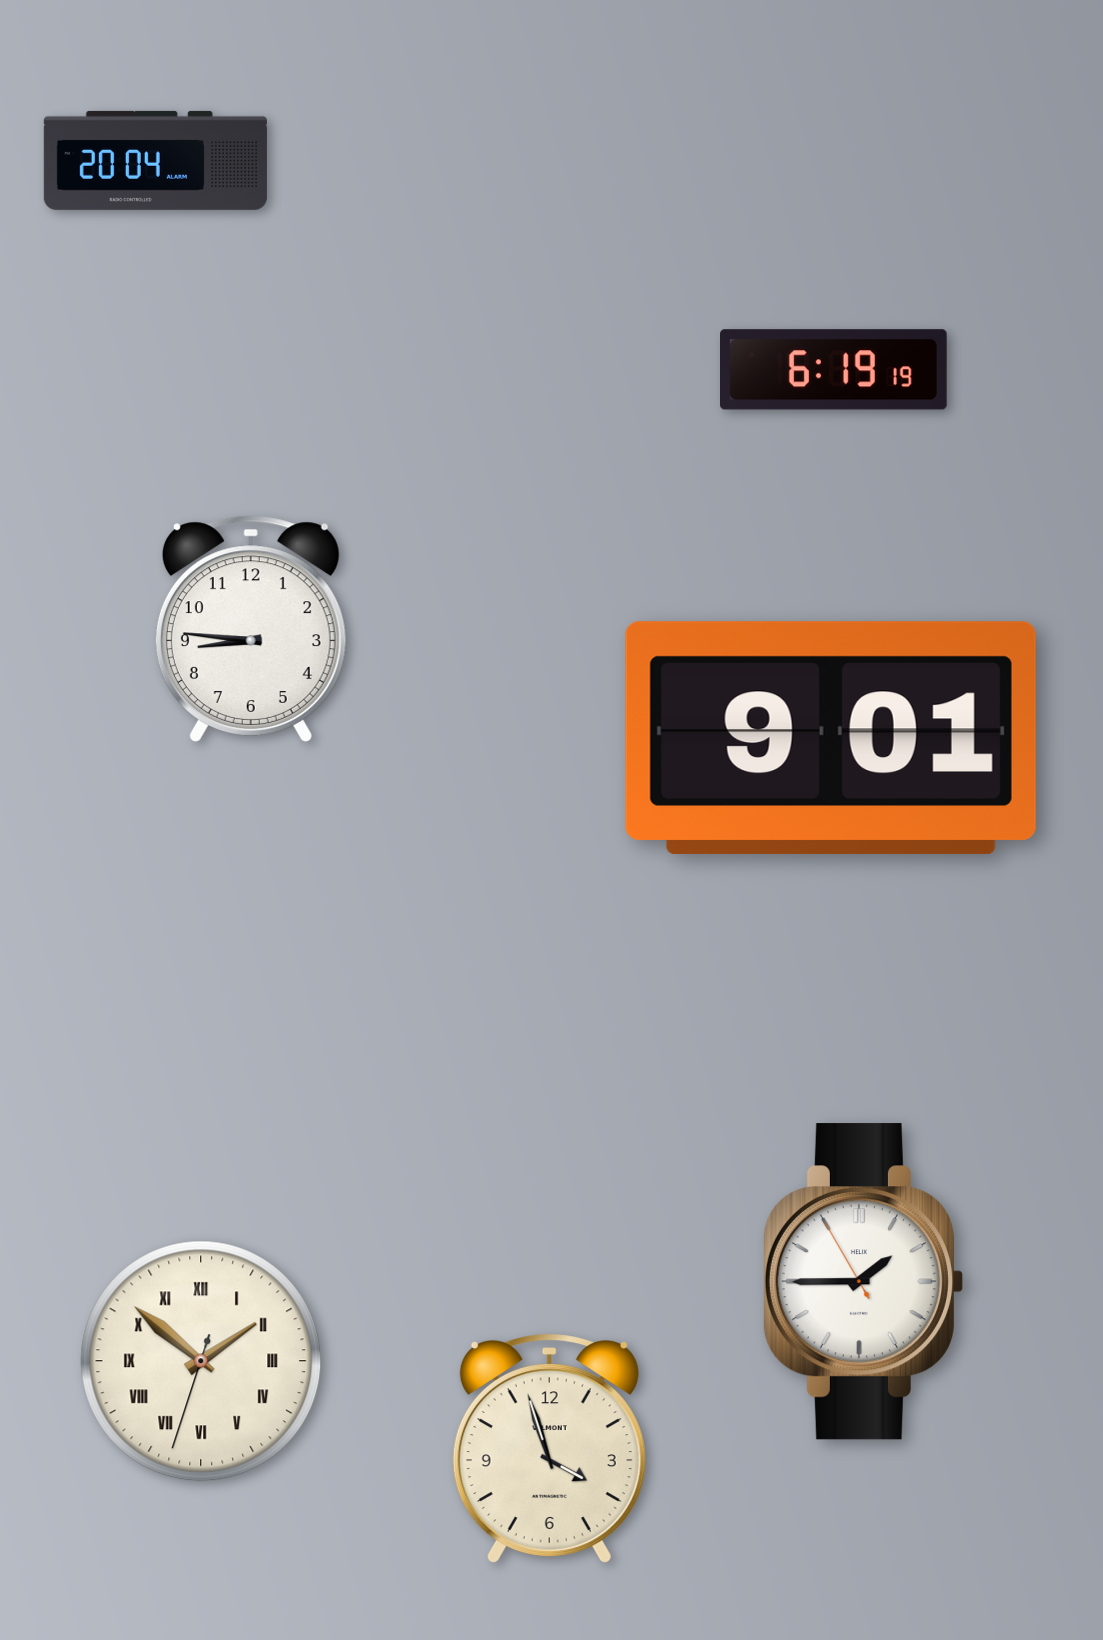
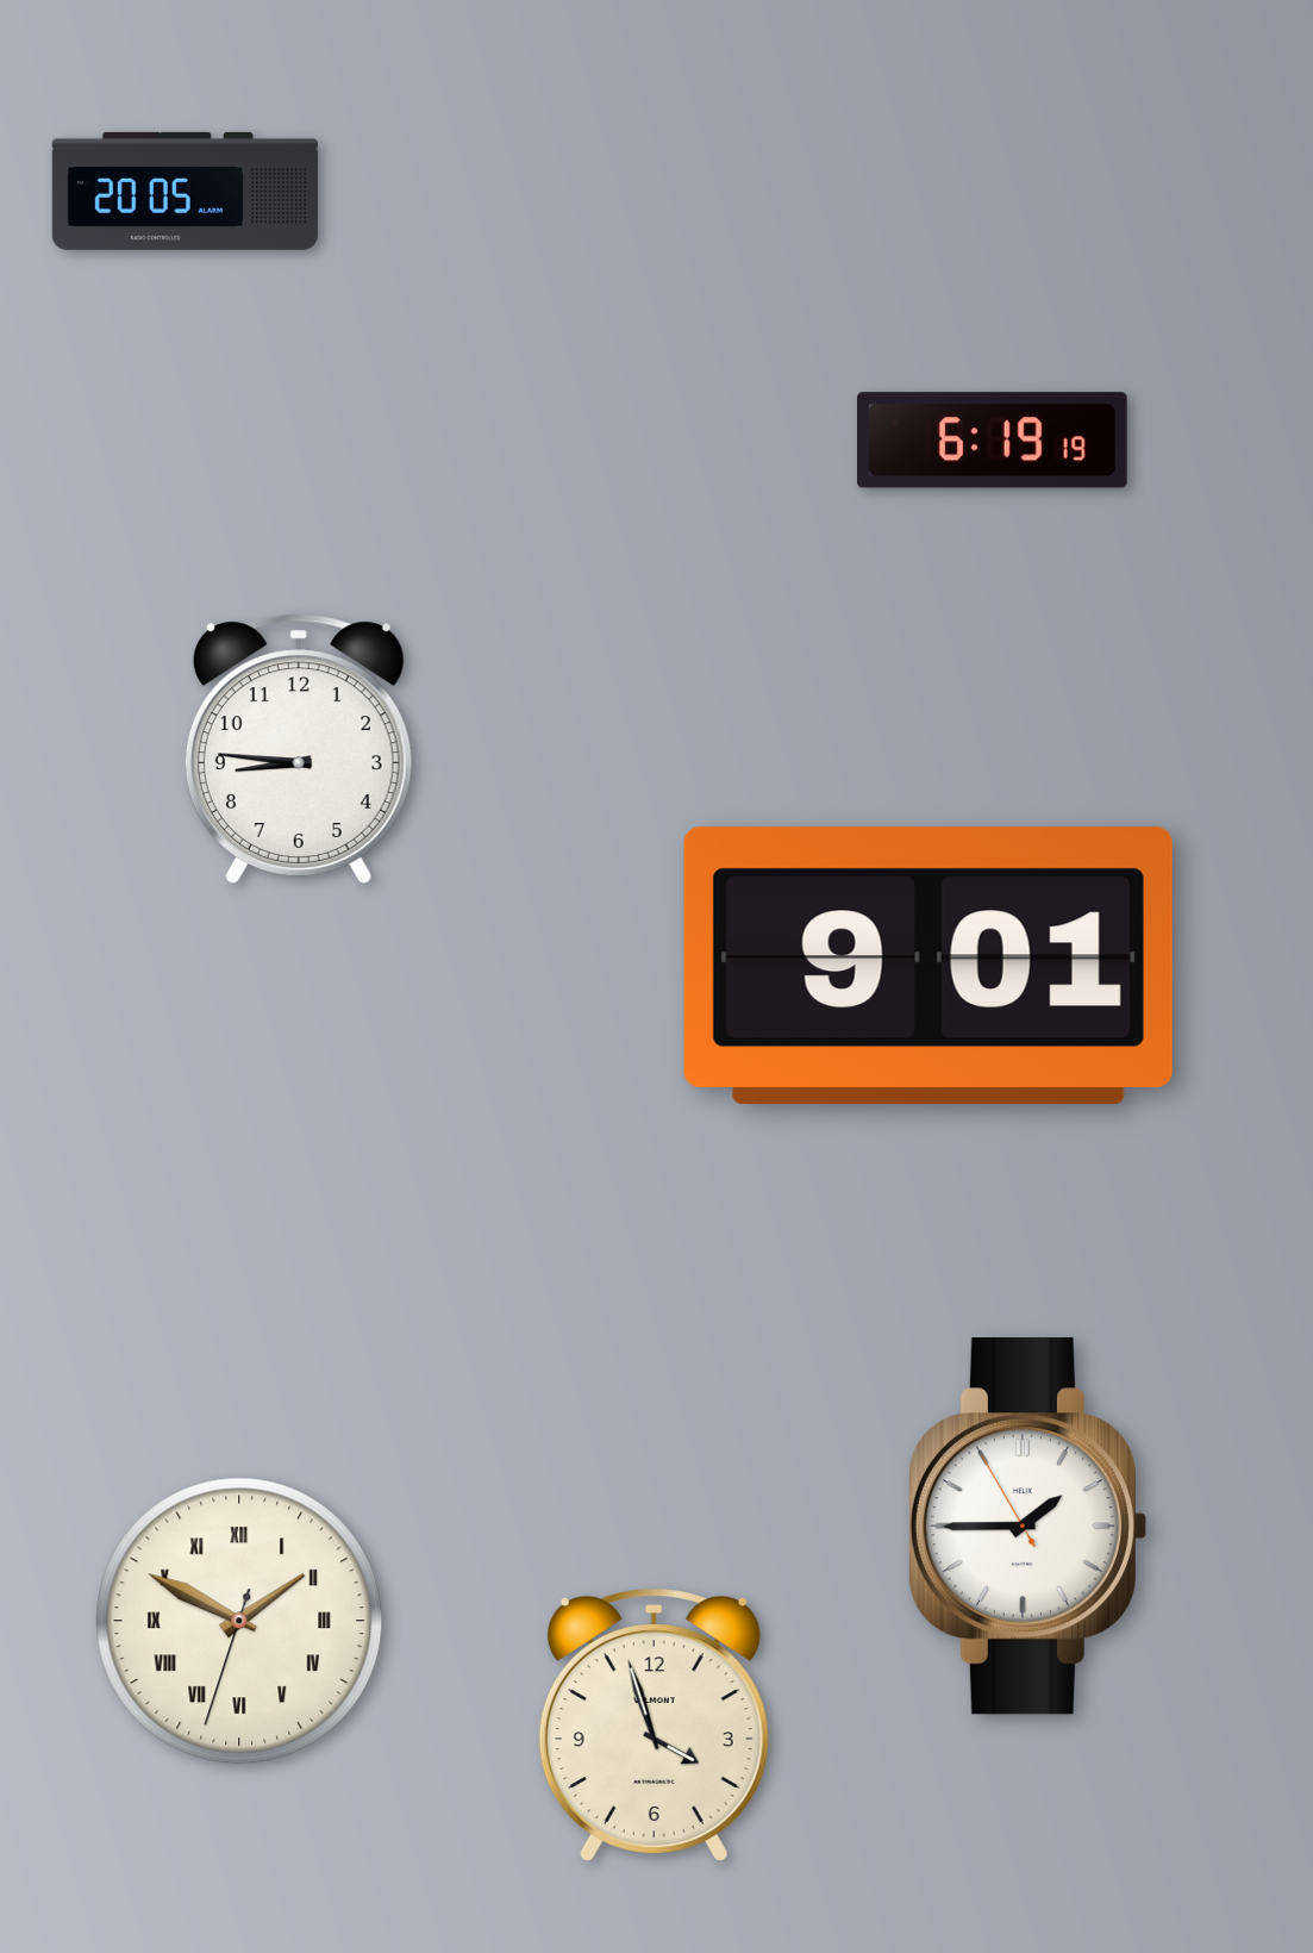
clock at (155, 160): 20:04 -> 20:05
clock at (831, 738) position: (831, 738) -> (929, 966)
clock at (201, 1361): 1:51 -> 1:49
